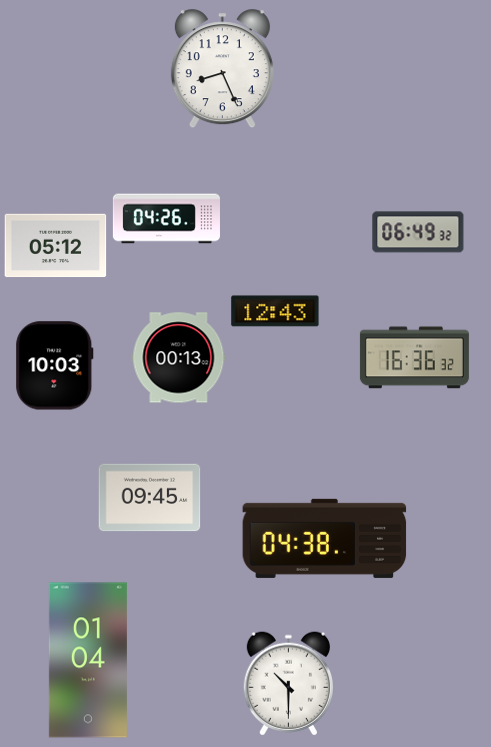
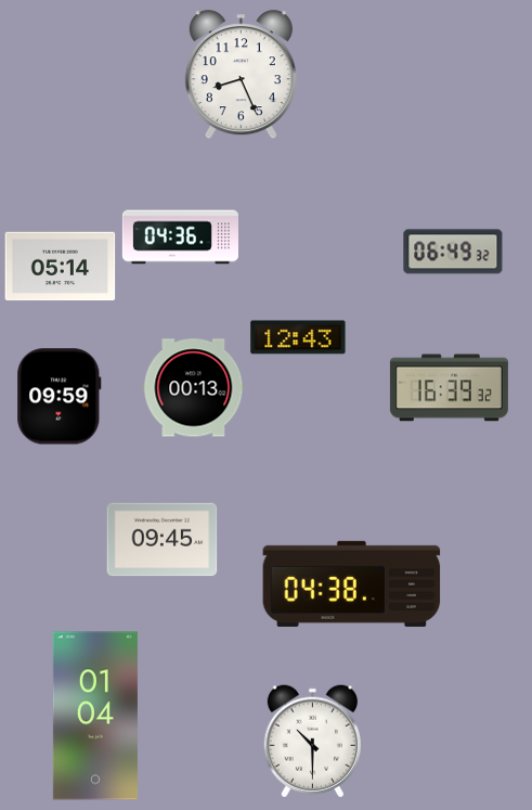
clock at (166, 219): 04:26 -> 04:36
clock at (56, 246): 05:12 -> 05:14
clock at (414, 358): 16:36 -> 16:39
clock at (55, 366): 10:03 -> 09:59
